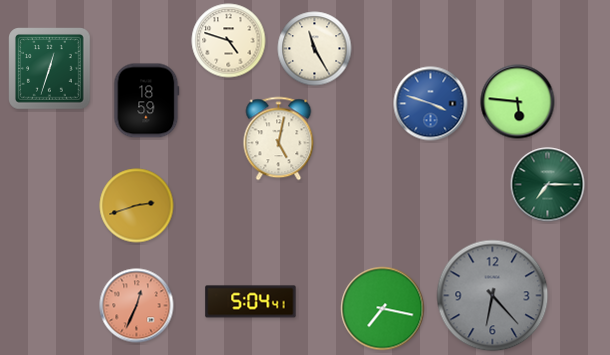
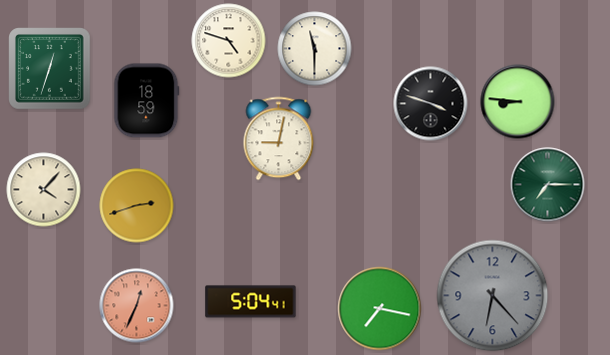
clock at (315, 49): 11:25 -> 11:30
clock at (518, 102): 5:46 -> 8:46
clock at (431, 104) dial: blue -> black
clock at (279, 139): 5:02 -> 9:02
clock at (44, 190): none -> 4:07
clock at (383, 309) position: (383, 309) -> (380, 309)
